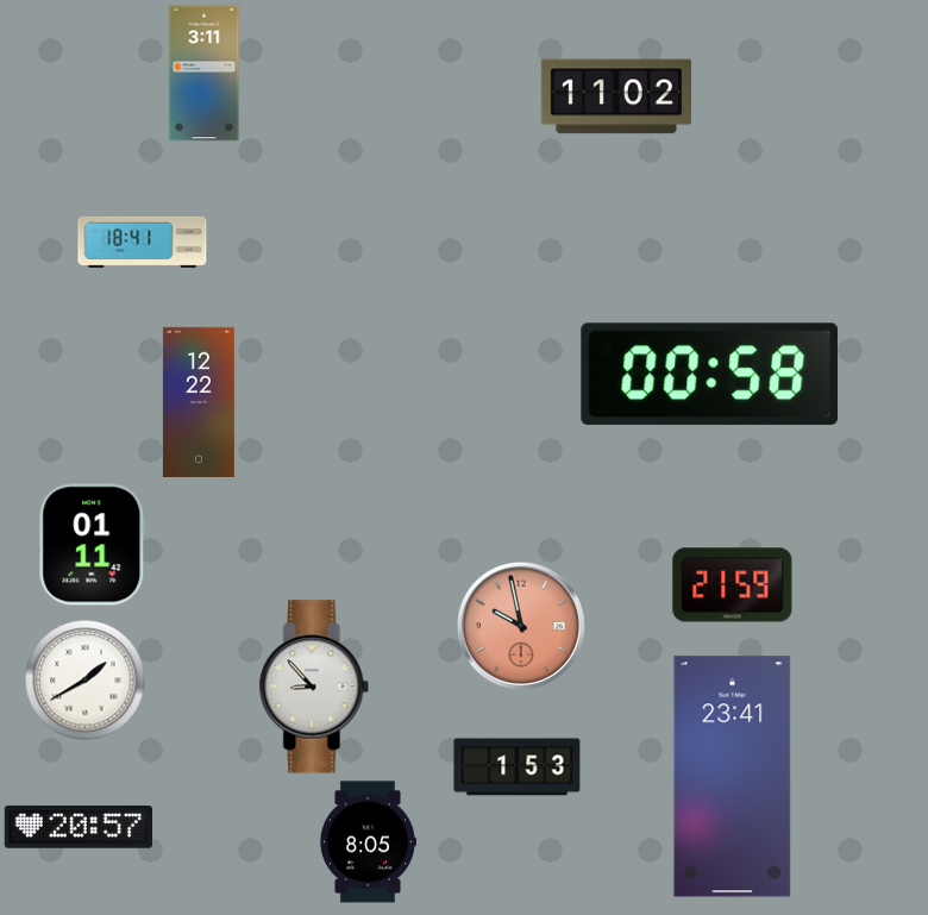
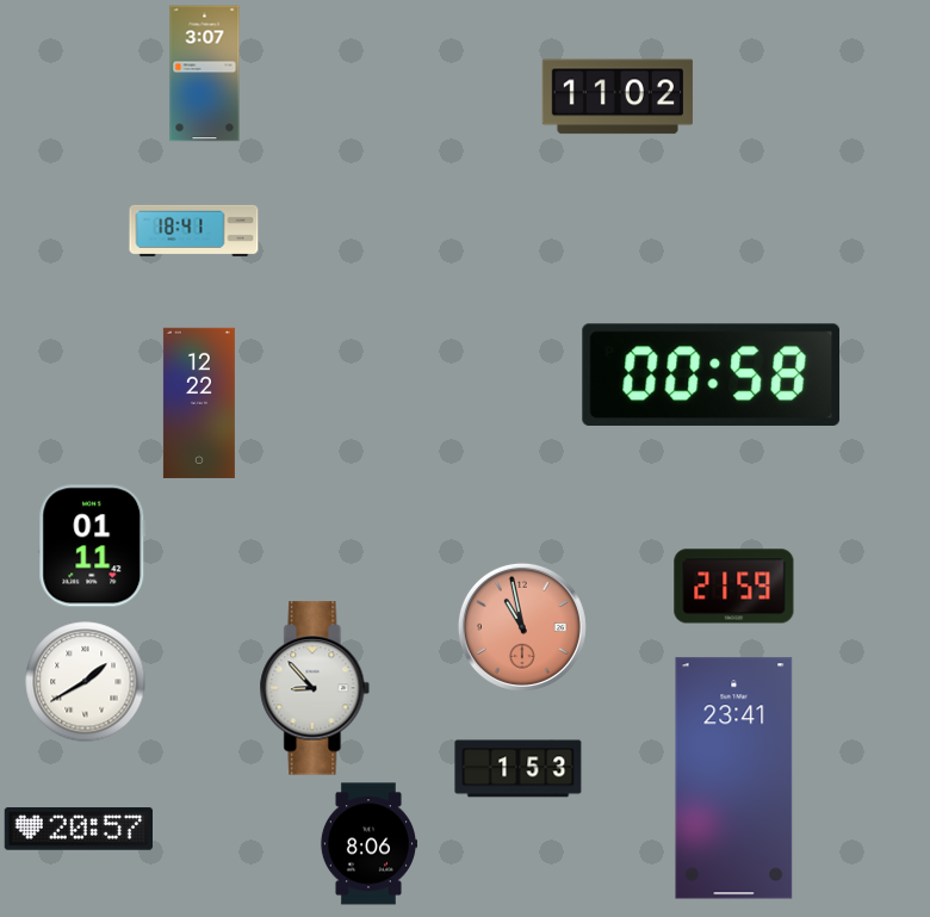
clock at (205, 74): 3:11 -> 3:07
clock at (143, 242) position: (143, 242) -> (194, 230)
clock at (521, 626): 9:58 -> 10:58
clock at (366, 842): 8:05 -> 8:06
